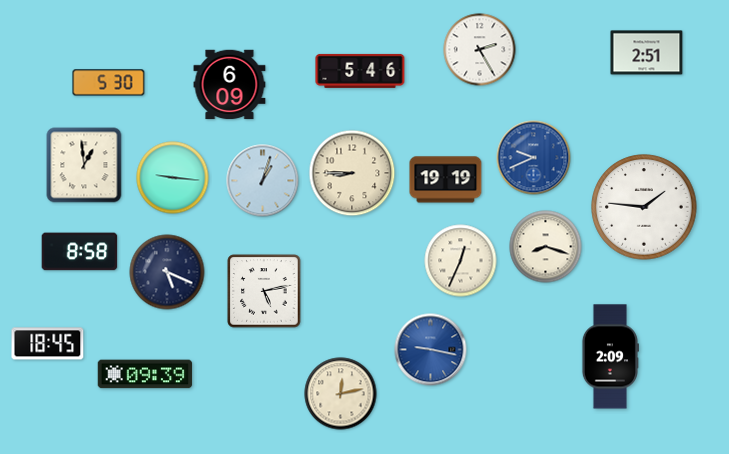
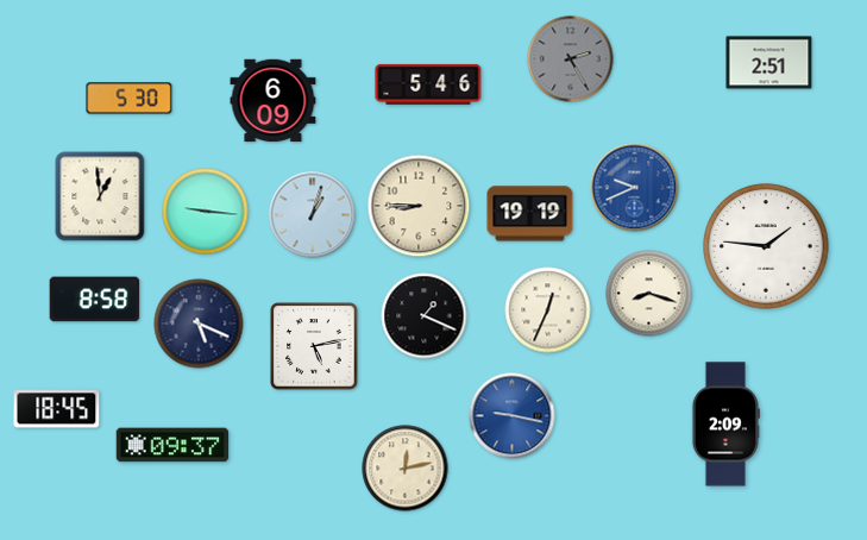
clock at (480, 50) dial: white -> grey
clock at (425, 316): none -> 1:19
clock at (145, 374): 09:39 -> 09:37
